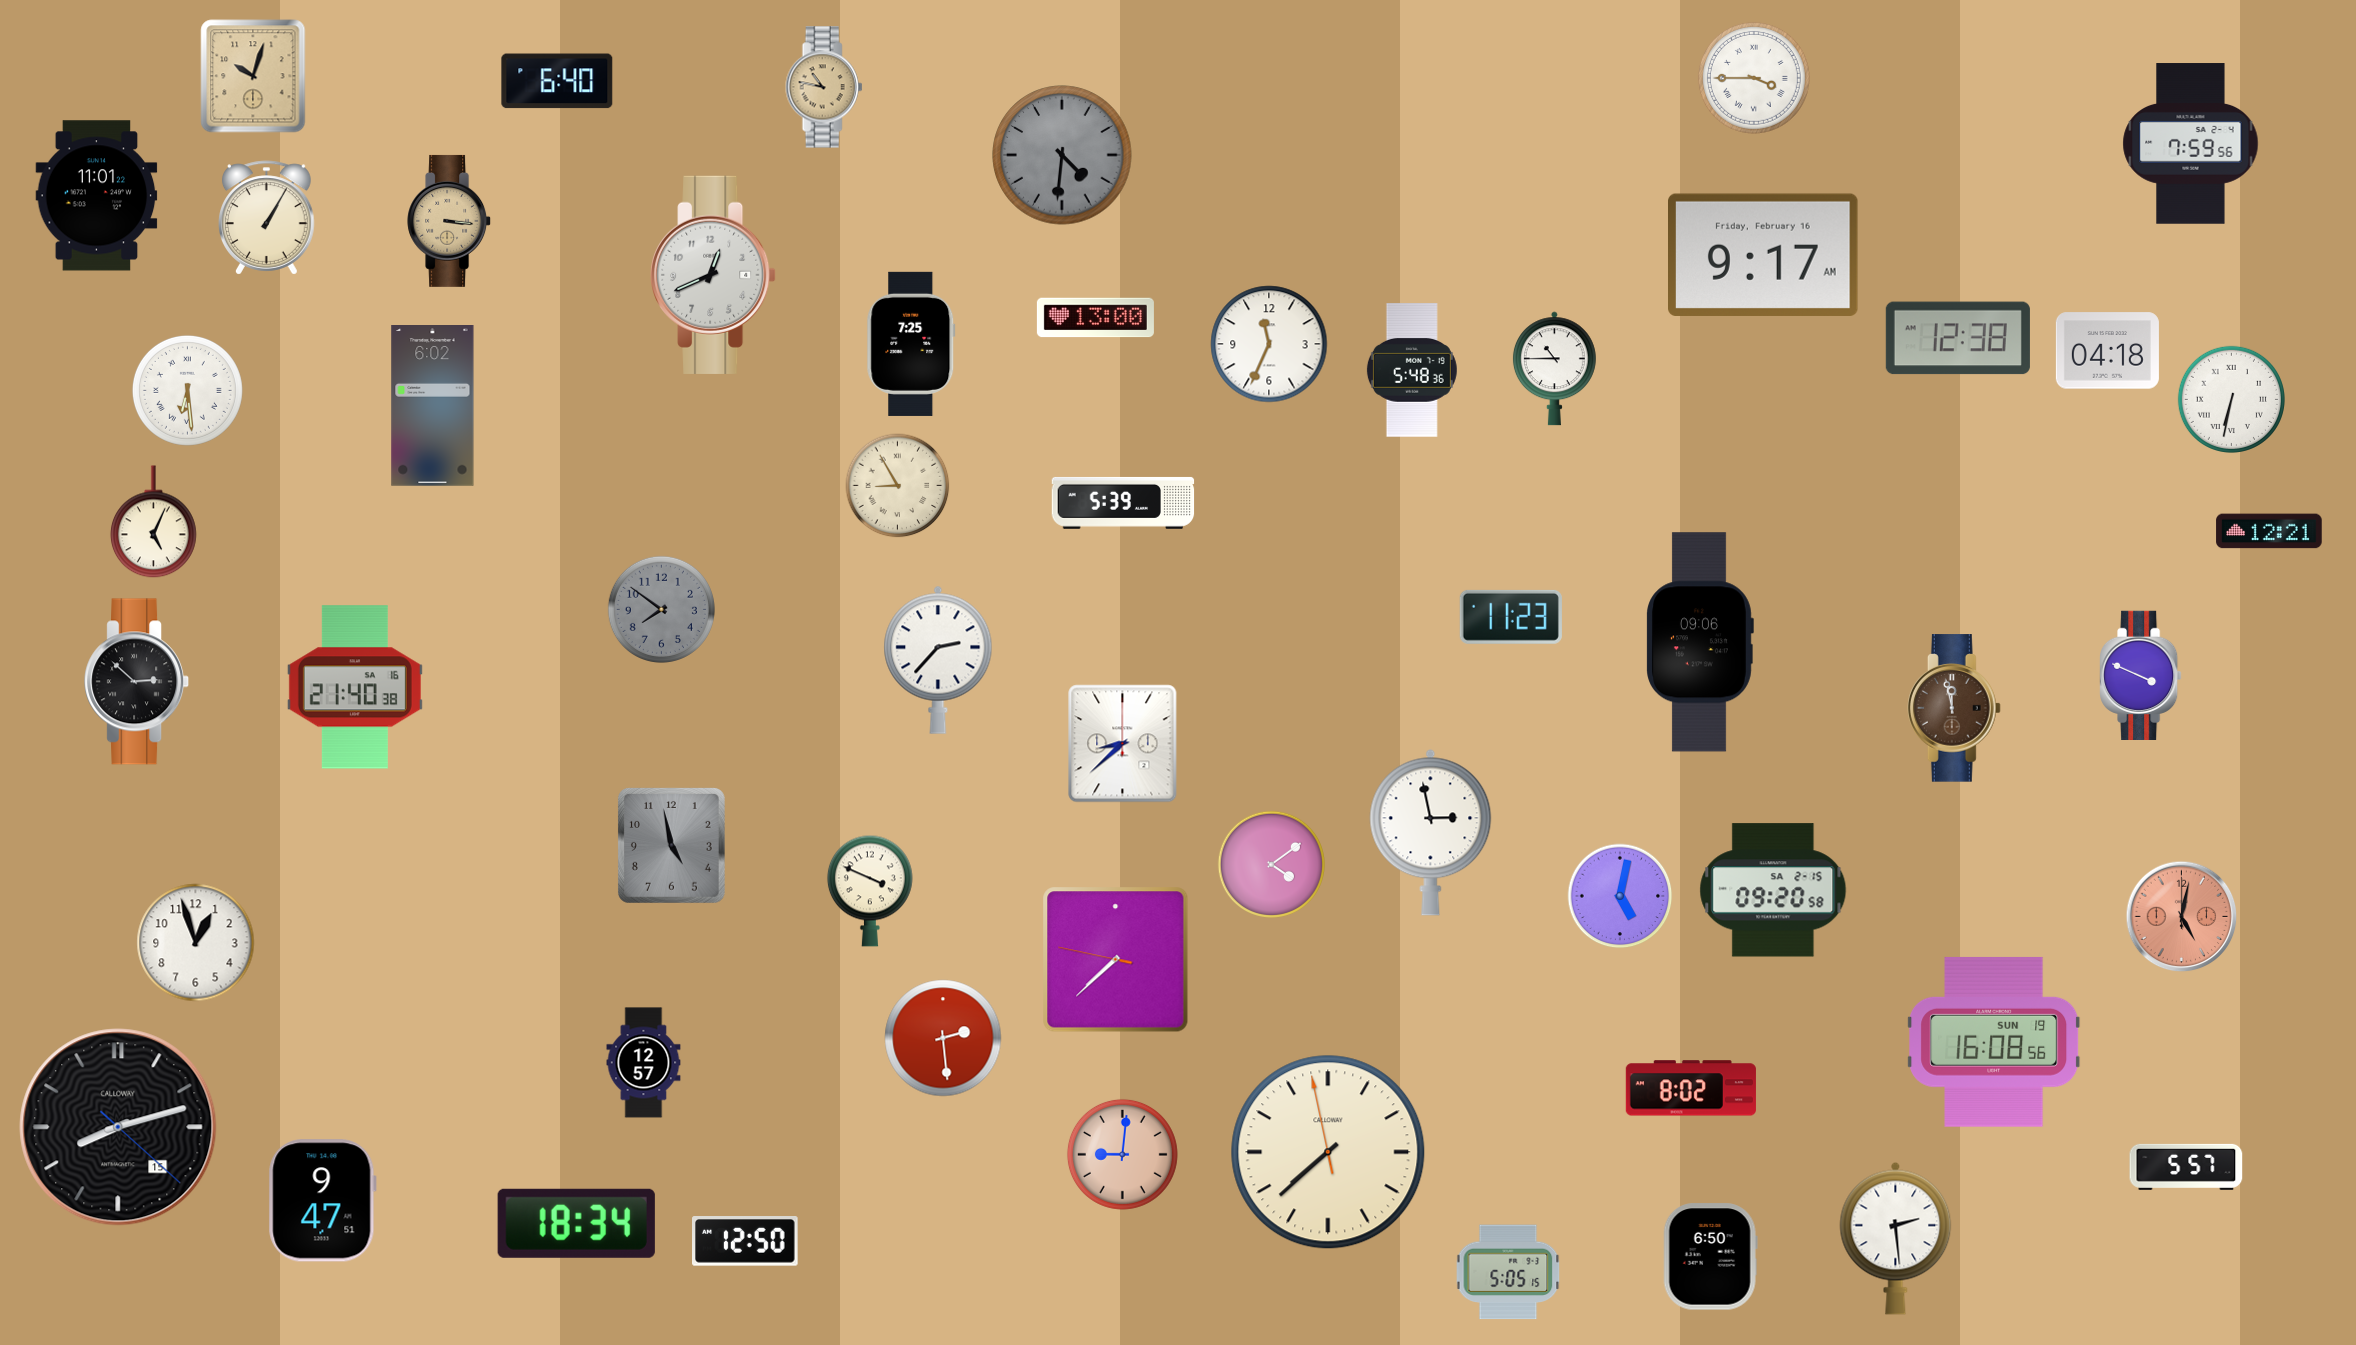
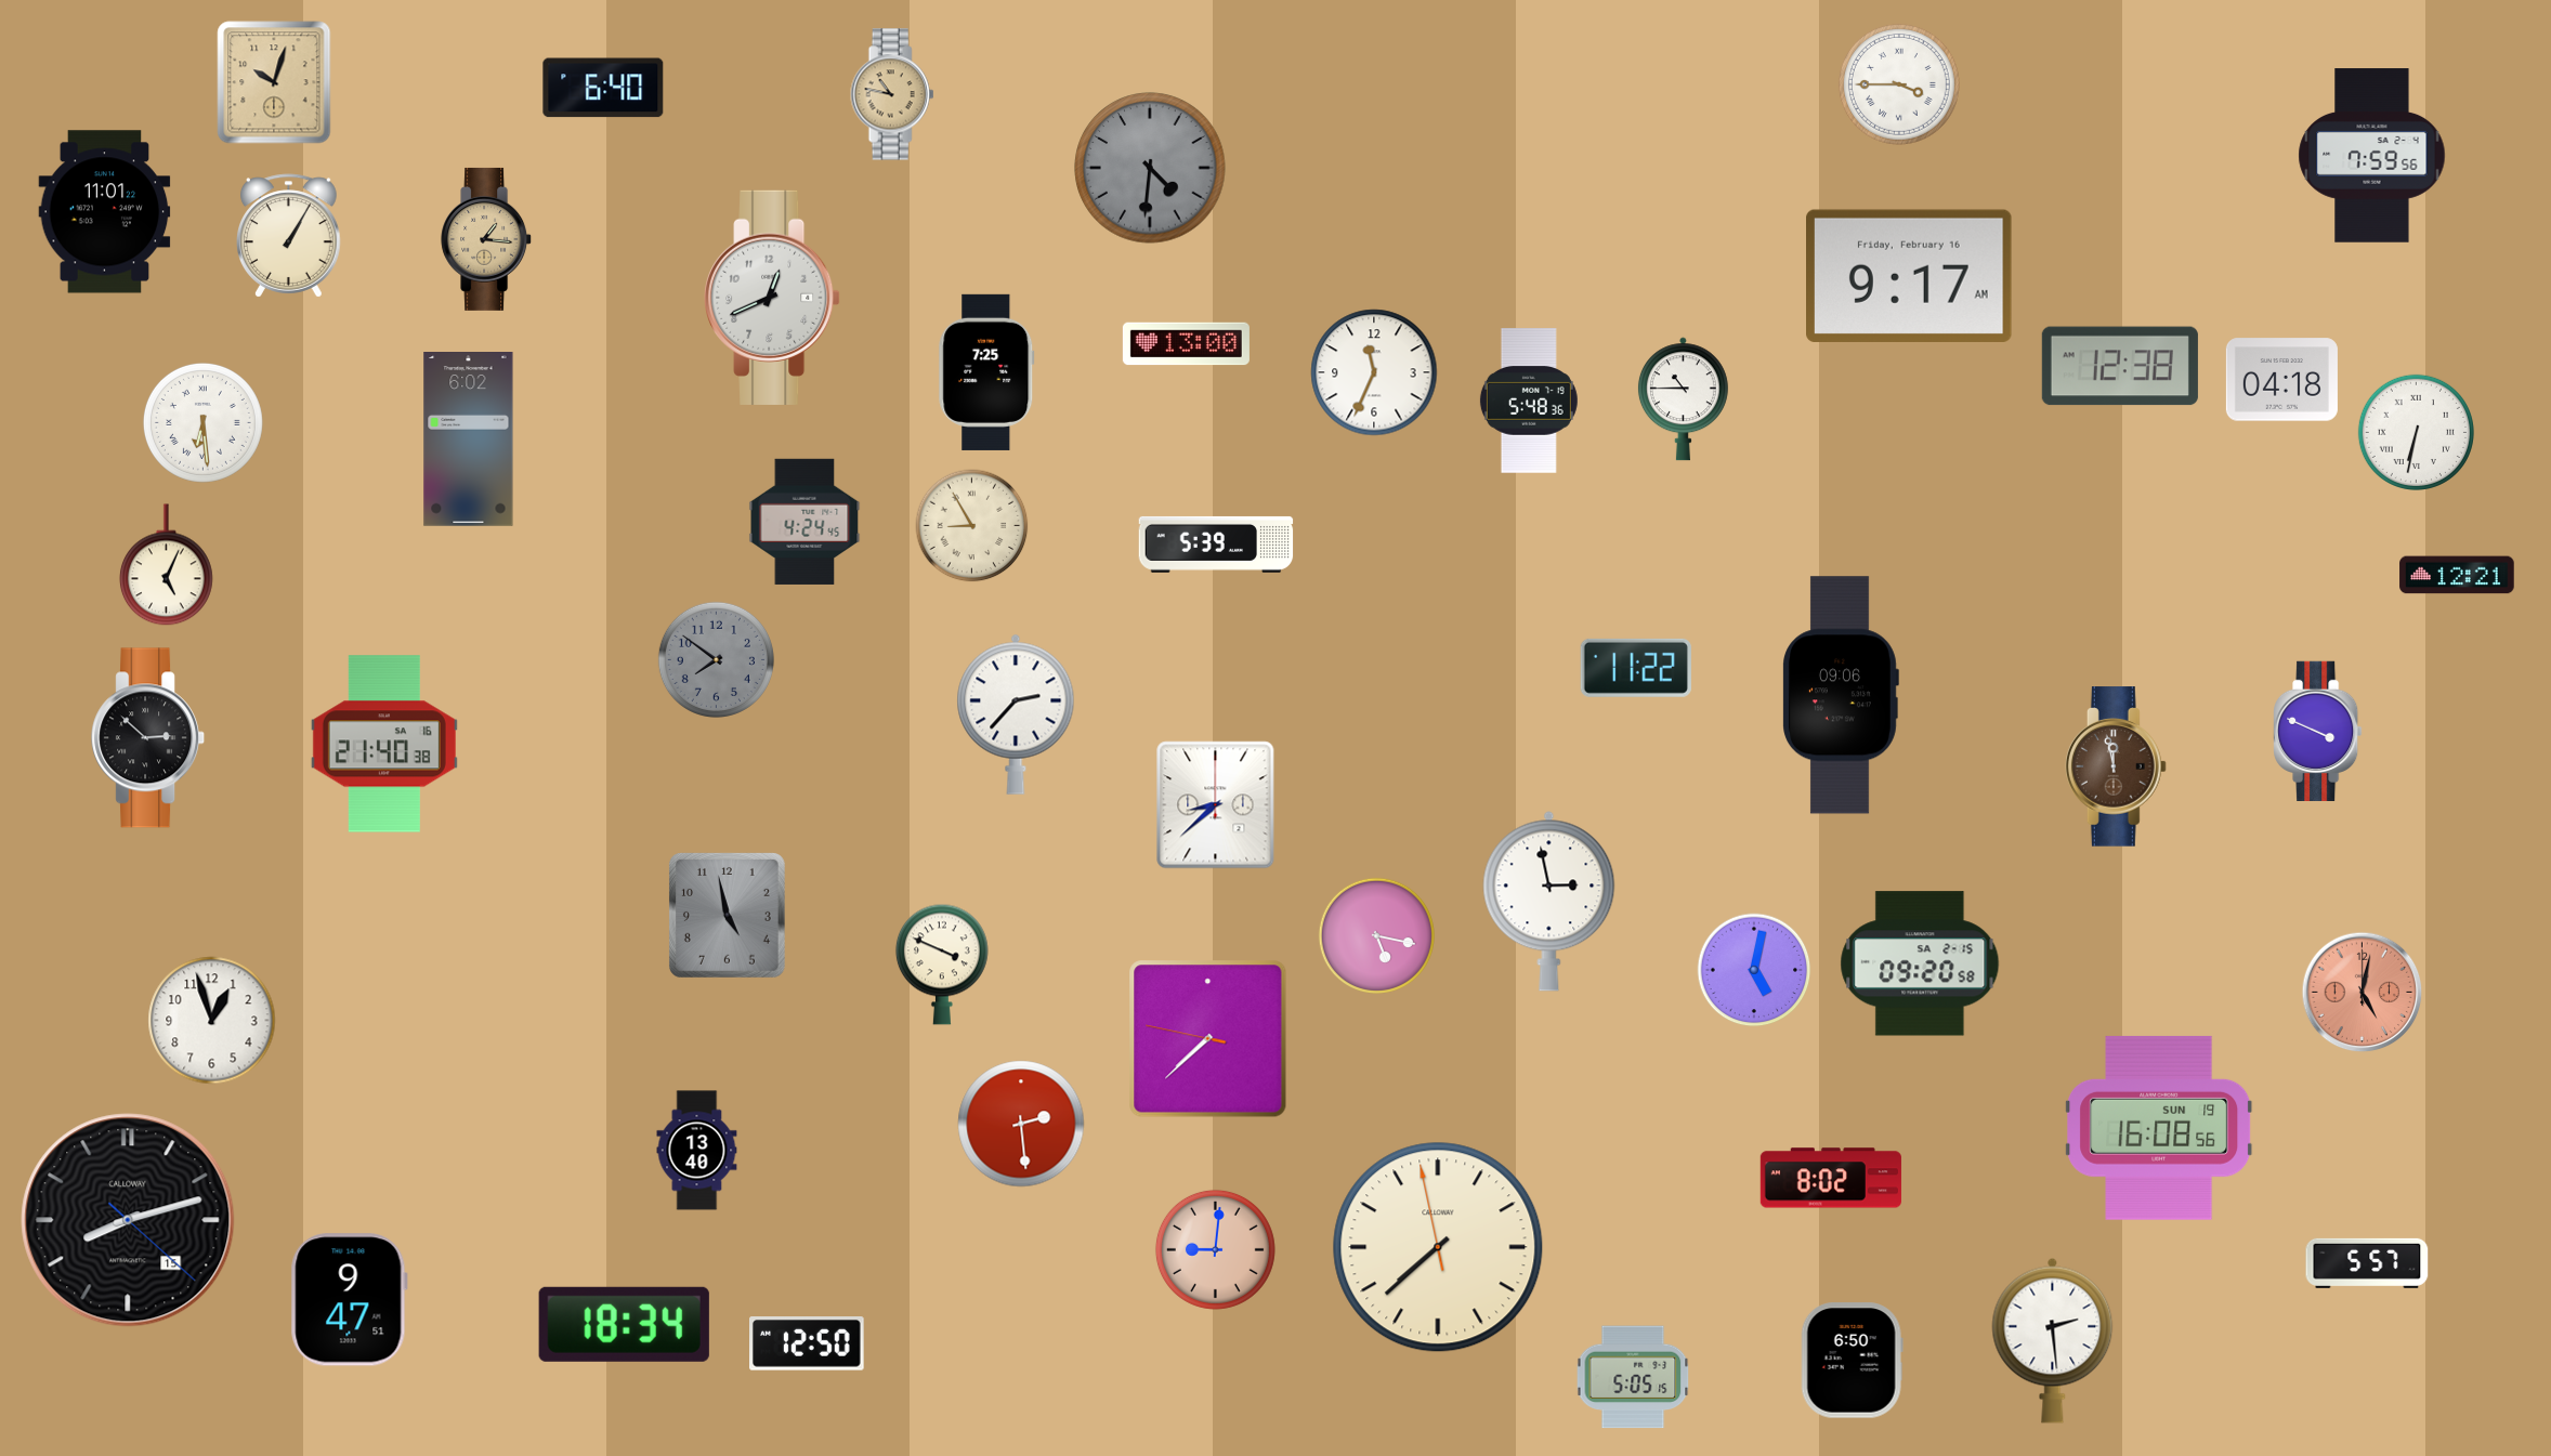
clock at (450, 221): 3:16 -> 1:16
clock at (804, 522): none -> 4:24
clock at (1511, 617): 11:23 -> 11:22
clock at (1271, 864): 4:09 -> 5:17
clock at (644, 1063): 12:57 -> 13:40
